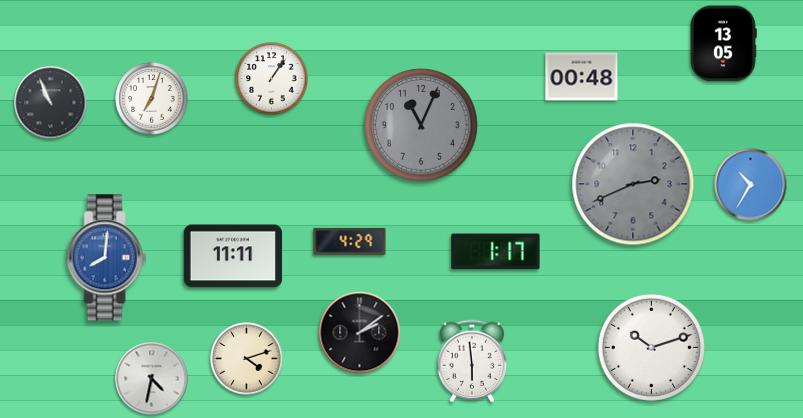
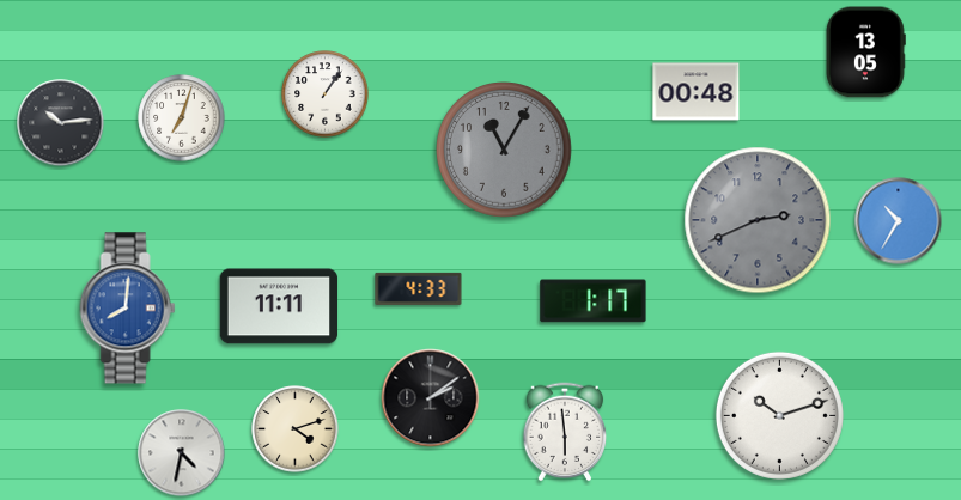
clock at (51, 103): 10:56 -> 10:14
clock at (421, 125): 11:04 -> 11:05
clock at (350, 241): 4:29 -> 4:33
